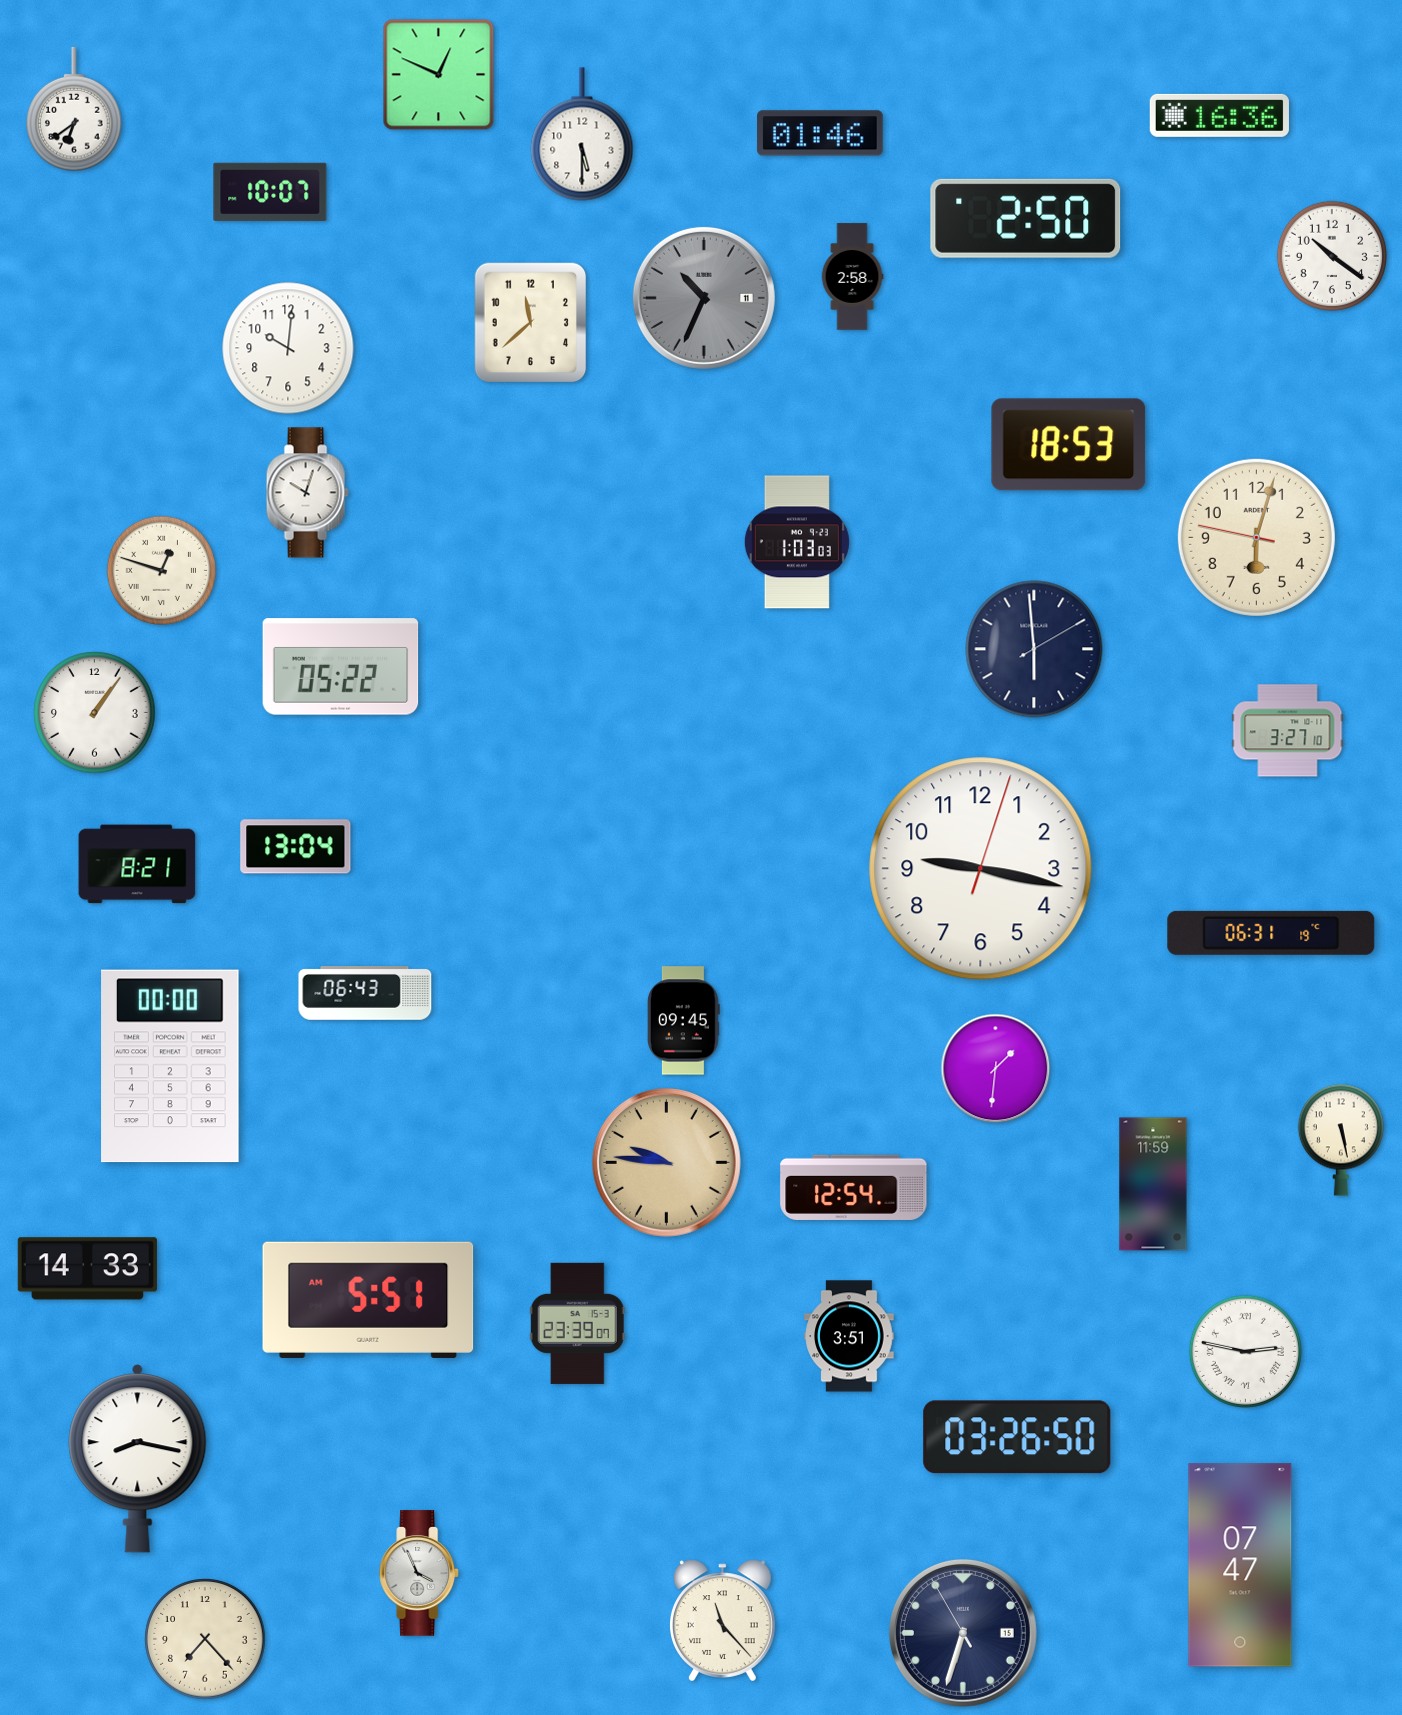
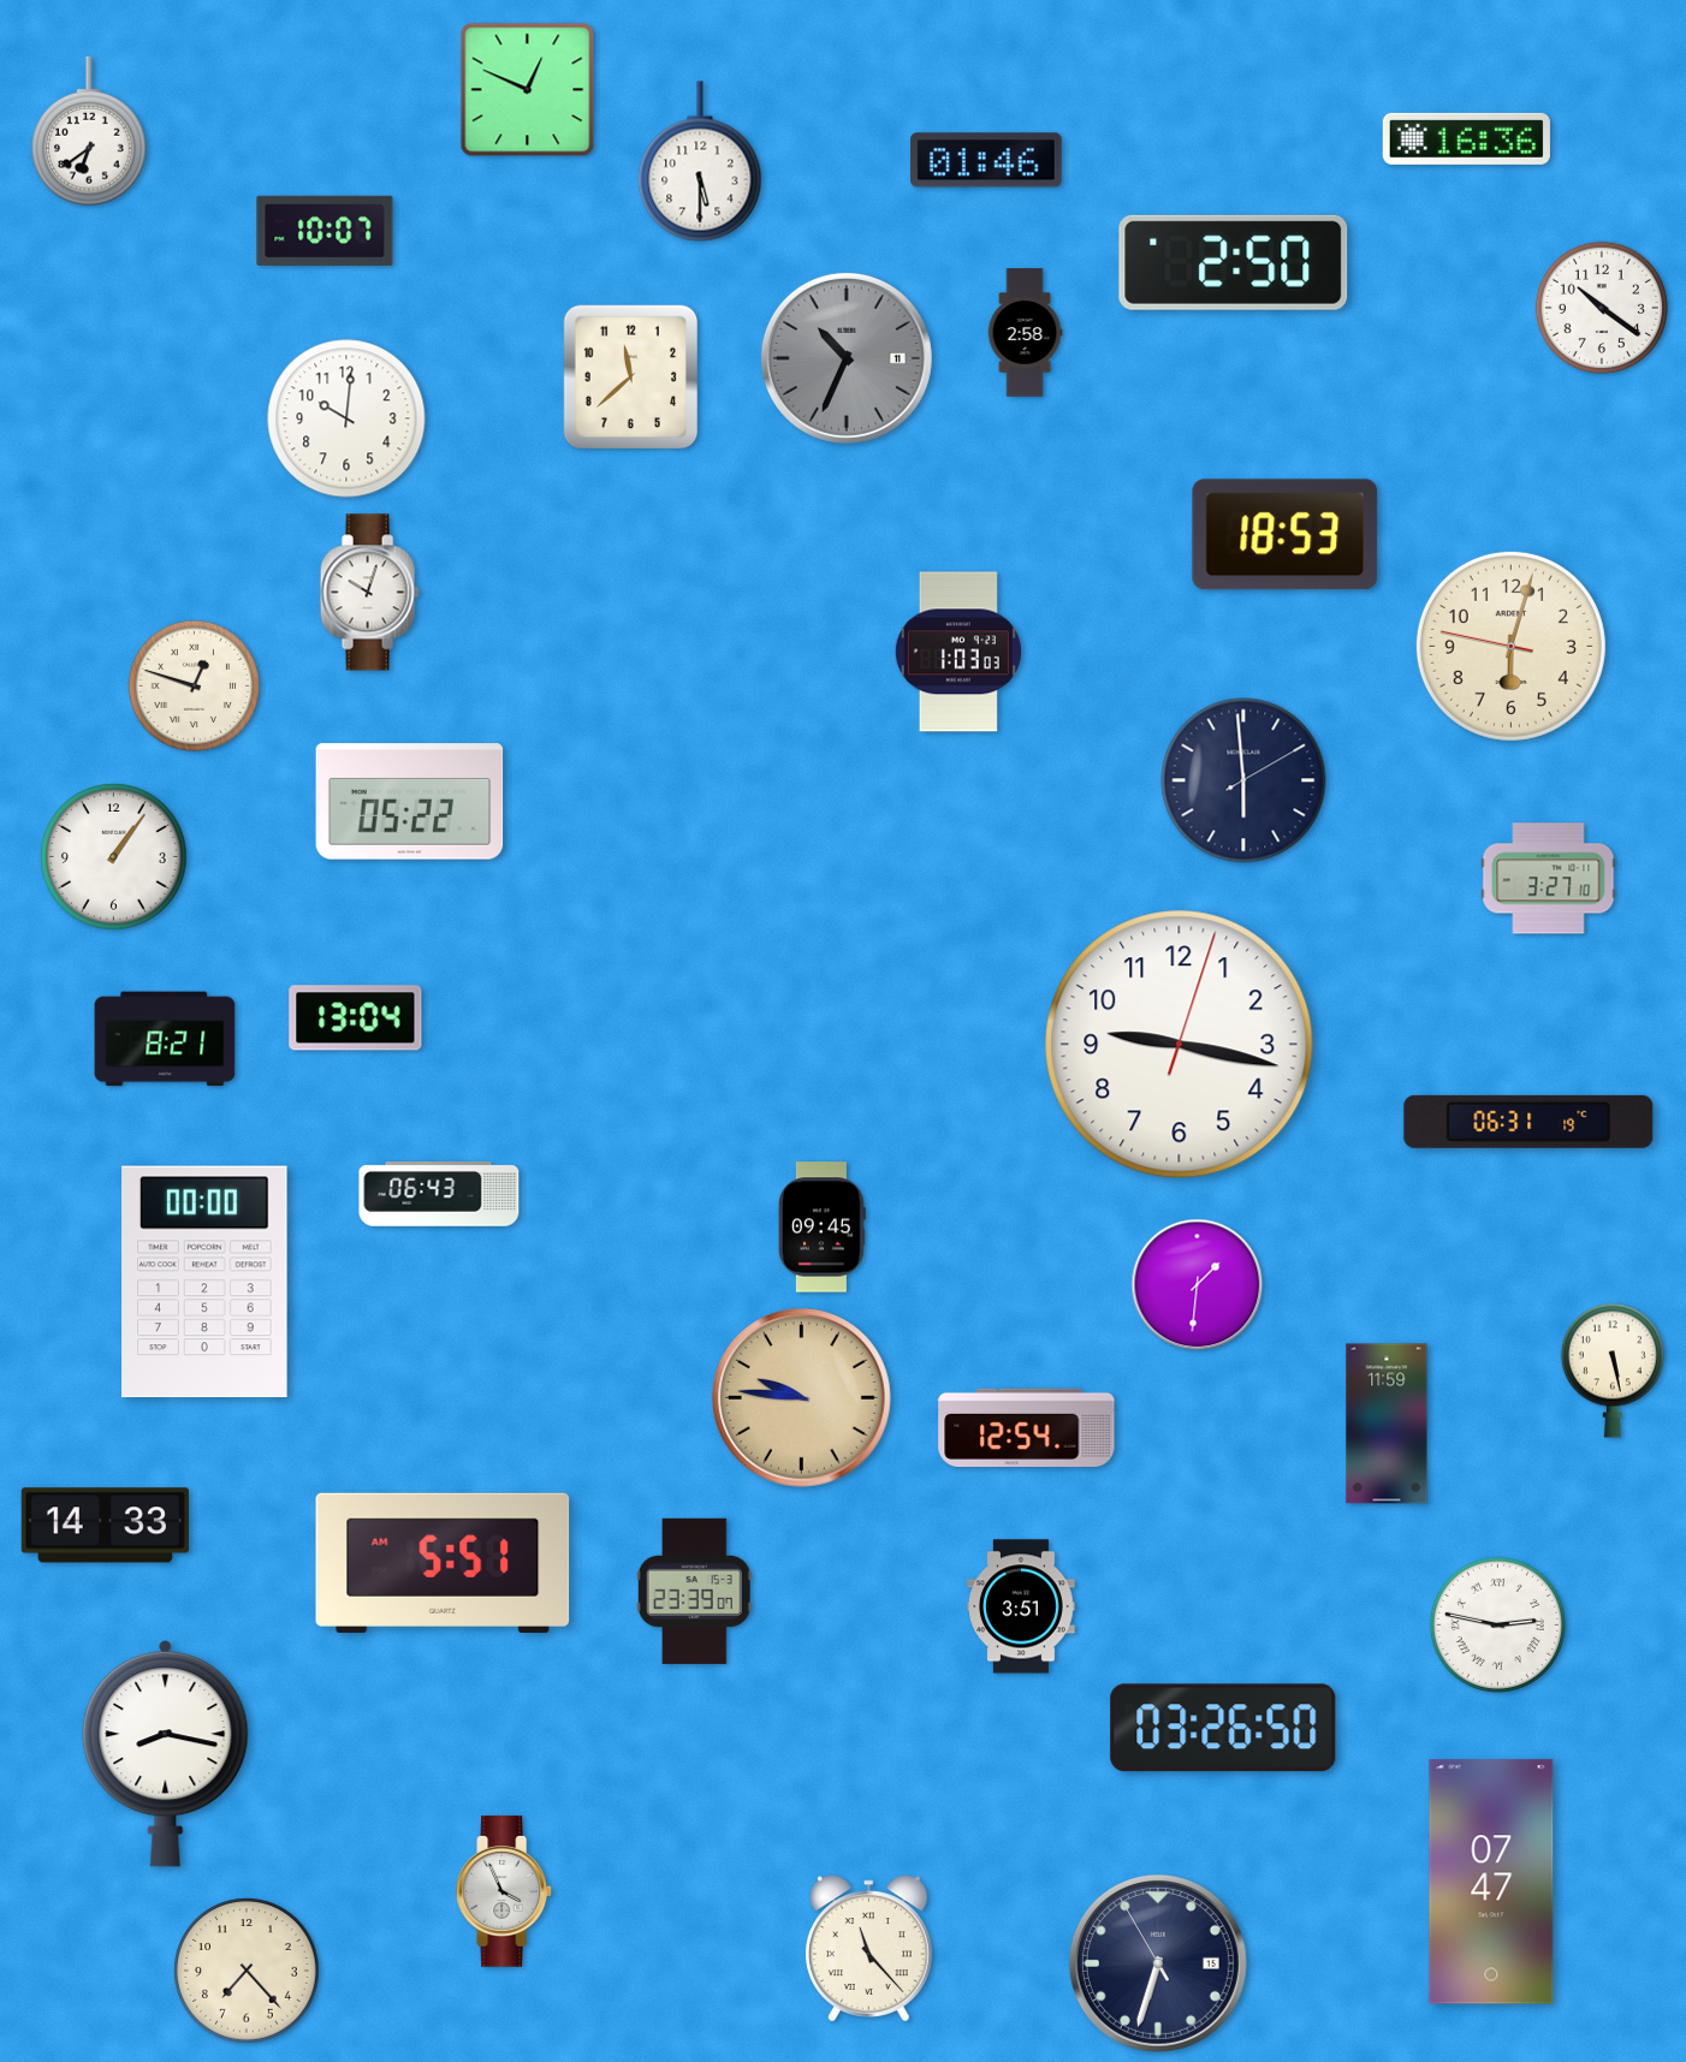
clock at (531, 323) position: (531, 323) -> (631, 378)
